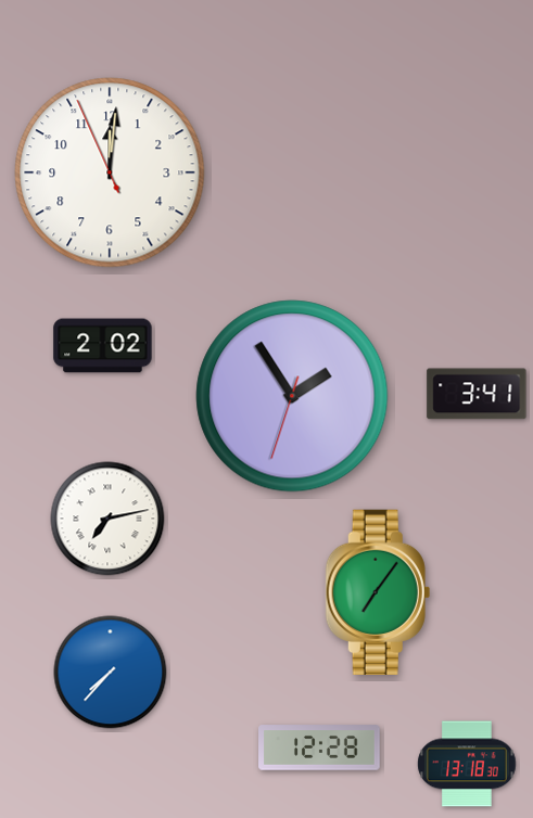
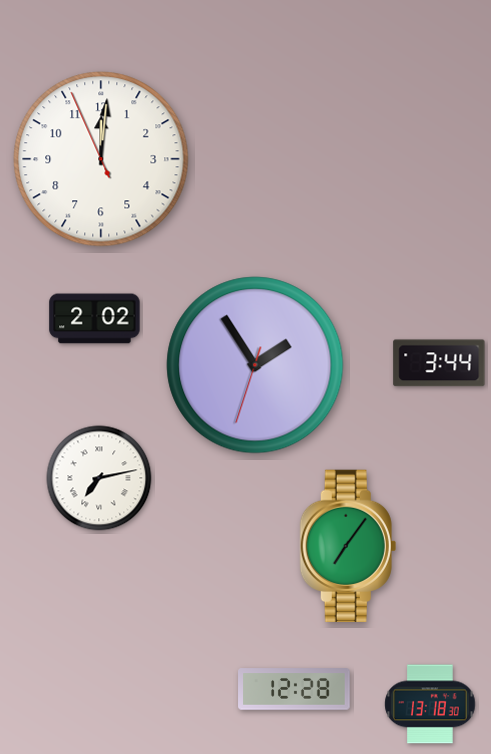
clock at (477, 394): 3:41 -> 3:44
clock at (292, 396) position: (292, 396) -> (255, 365)
clock at (111, 673): 7:37 -> none
